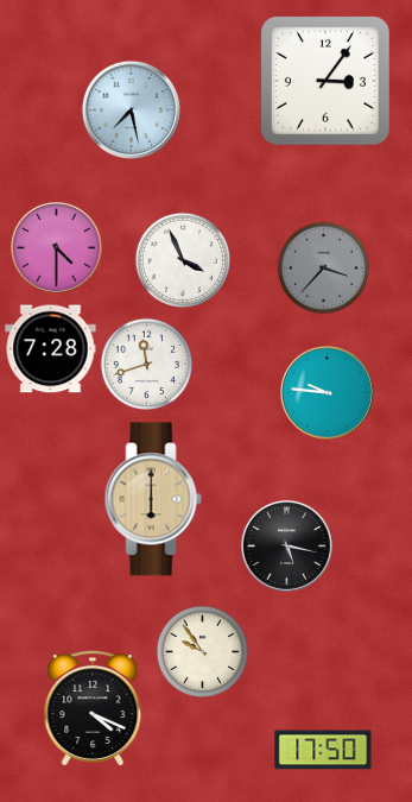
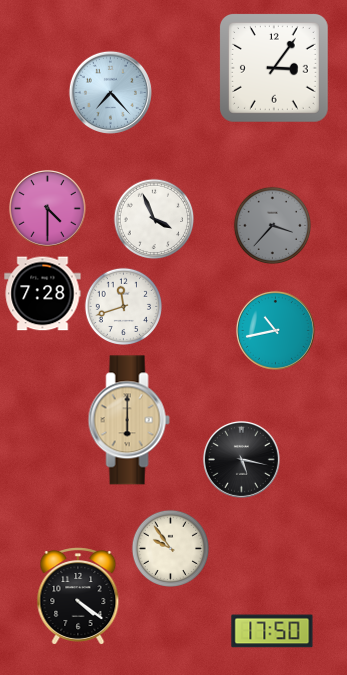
clock at (131, 109): 7:28 -> 7:23
clock at (327, 392): 9:46 -> 10:43
clock at (93, 708): 4:19 -> 4:21
